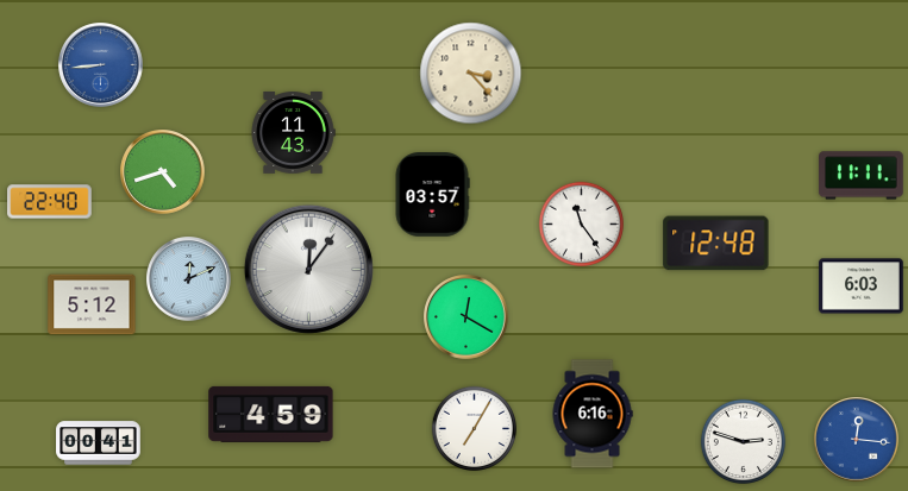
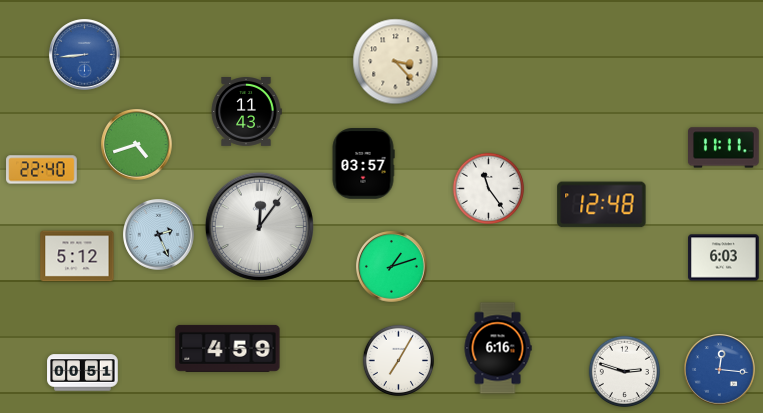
clock at (189, 279): 12:11 -> 2:26
clock at (862, 287) position: (862, 287) -> (724, 258)
clock at (466, 317): 12:20 -> 1:12
clock at (99, 443): 00:41 -> 00:51
